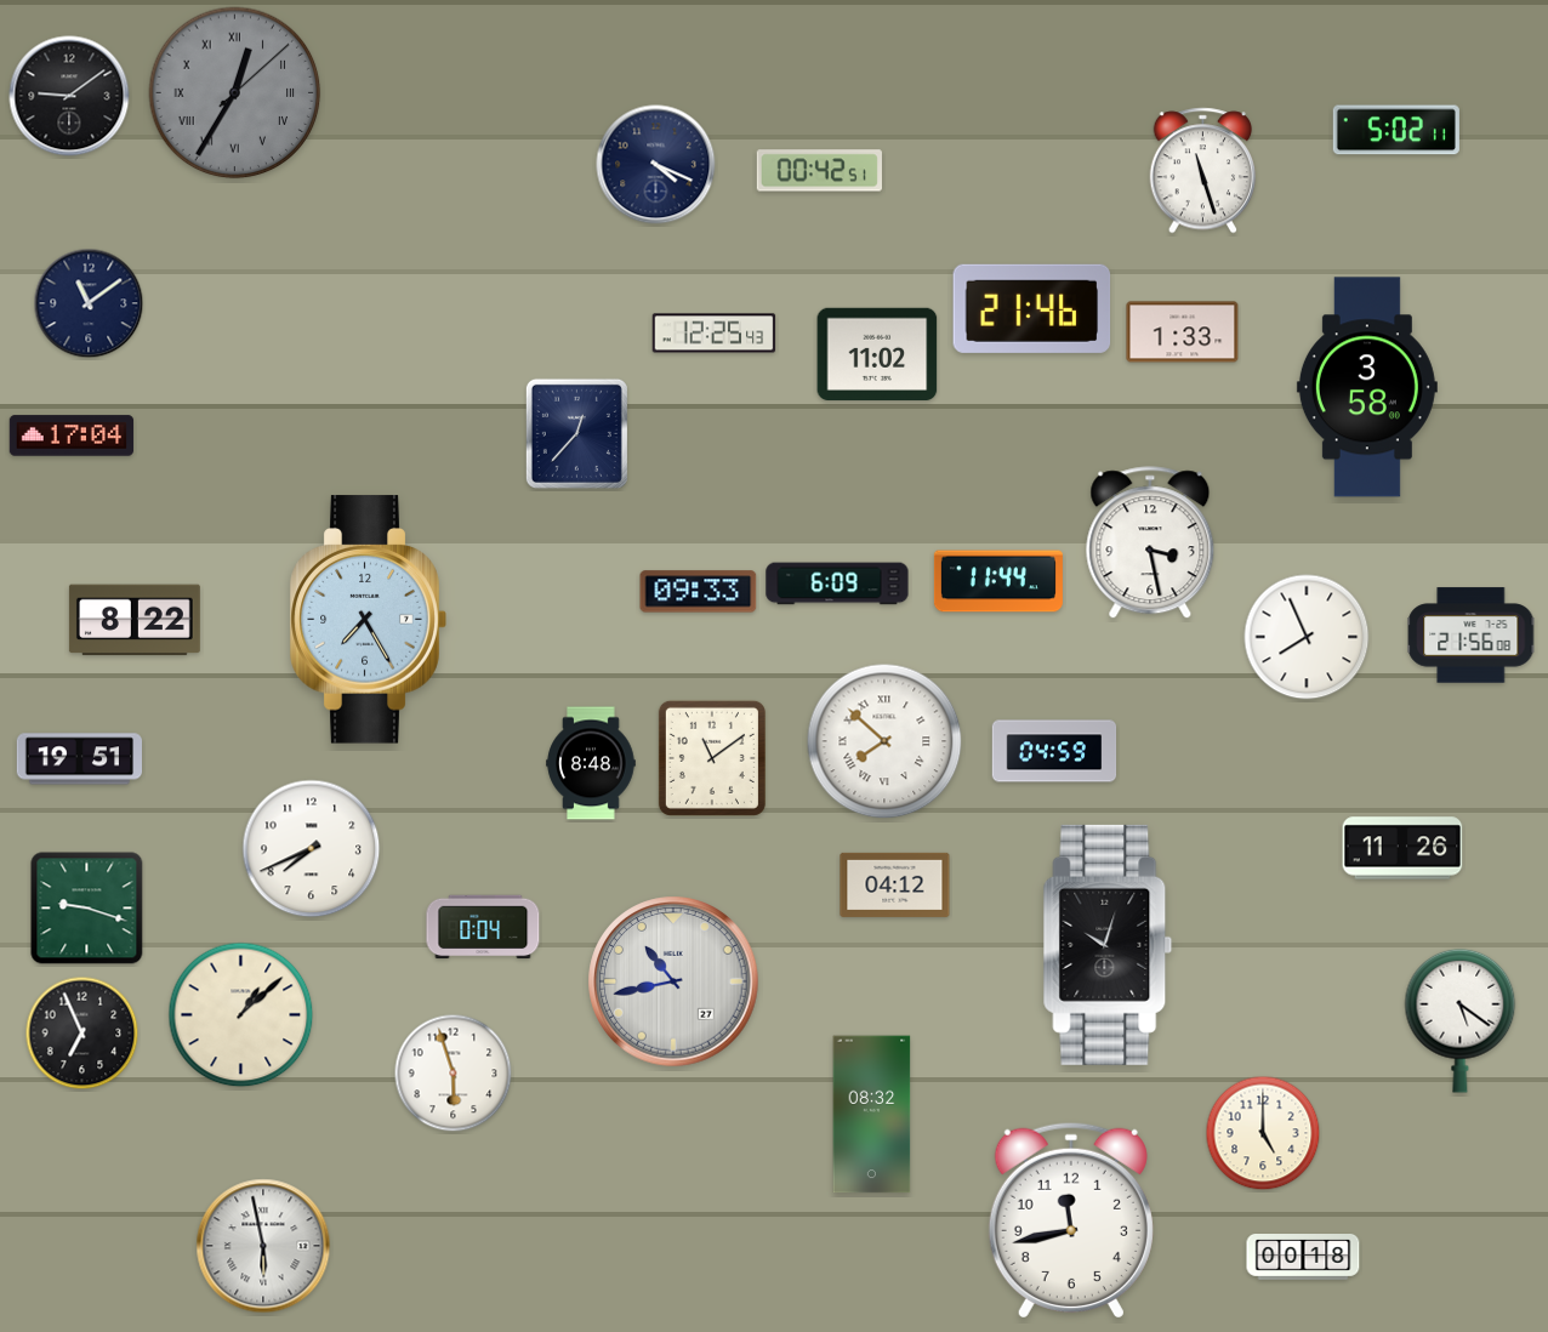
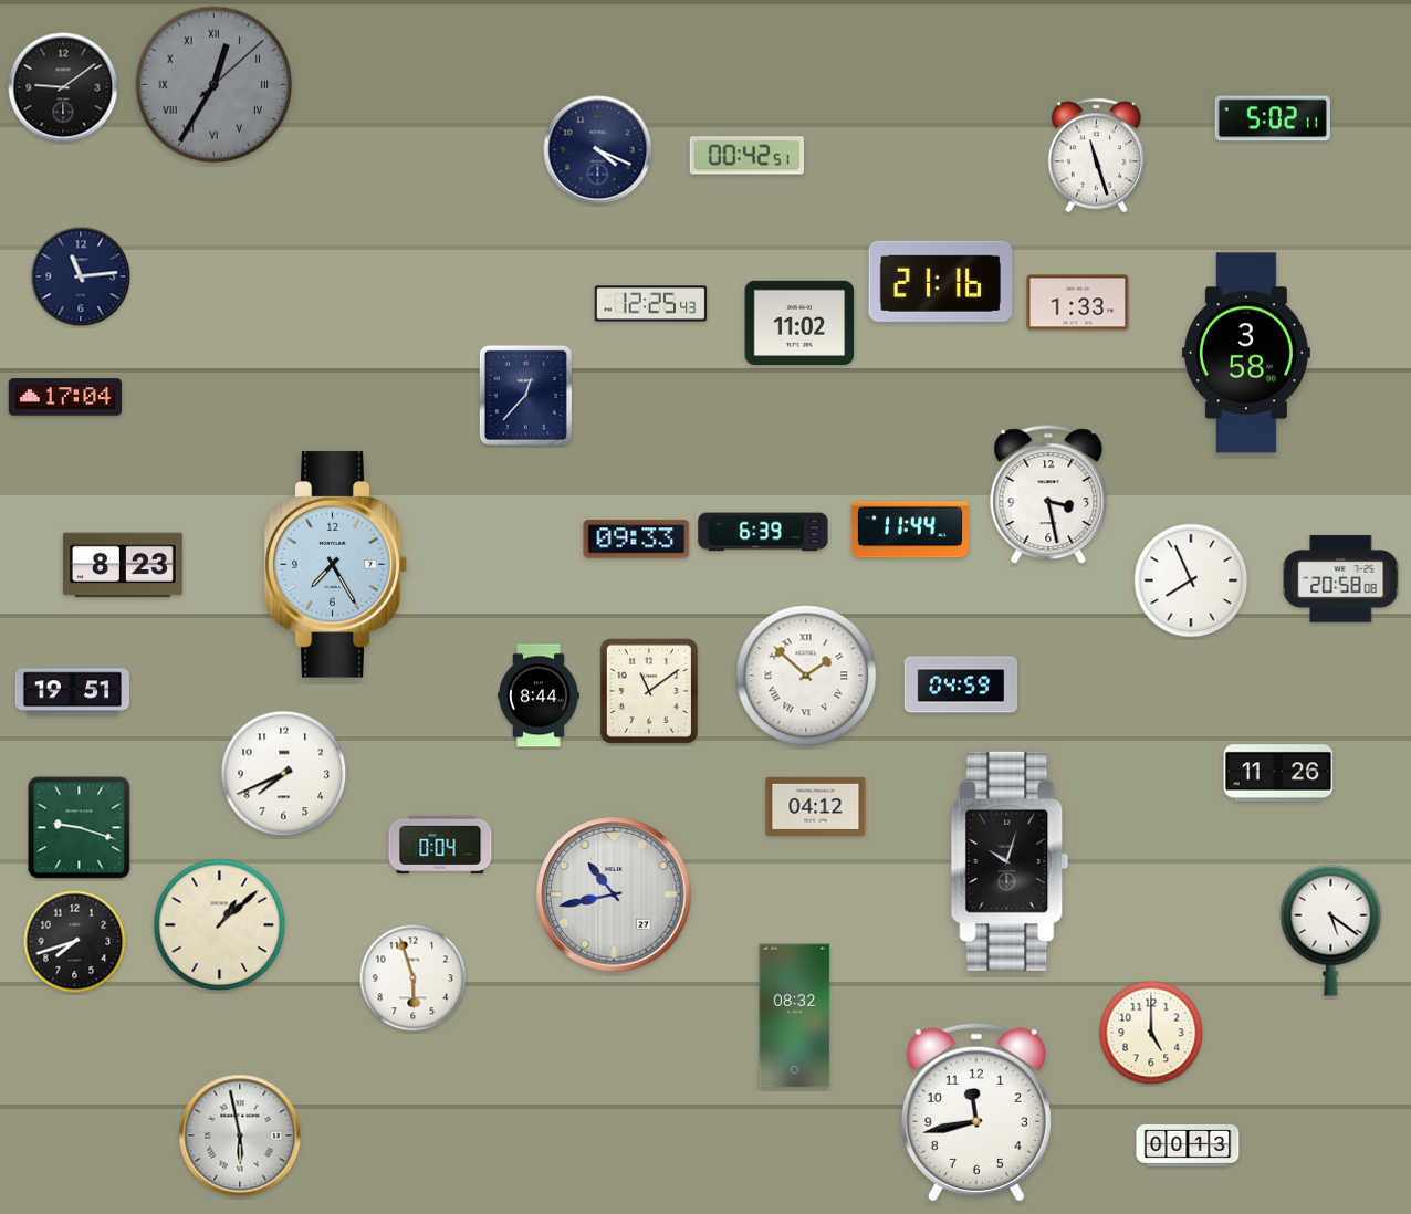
clock at (89, 303): 11:09 -> 11:14
clock at (1032, 308): 21:46 -> 21:16
clock at (837, 584): 6:09 -> 6:39
clock at (135, 620): 8:22 -> 8:23
clock at (1472, 636): 21:56 -> 20:58
clock at (884, 741): 7:52 -> 1:52
clock at (591, 763): 8:48 -> 8:44
clock at (82, 1034): 6:56 -> 7:42
clock at (1303, 1258): 00:18 -> 00:13
